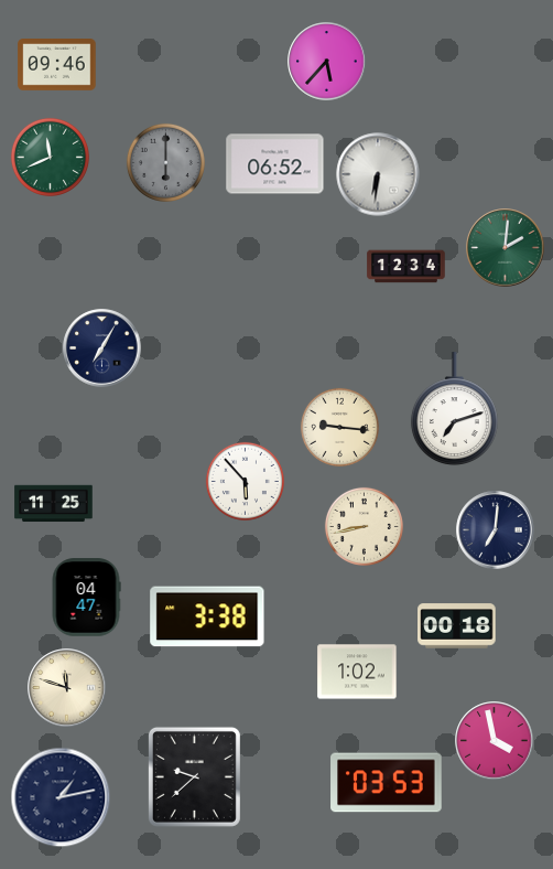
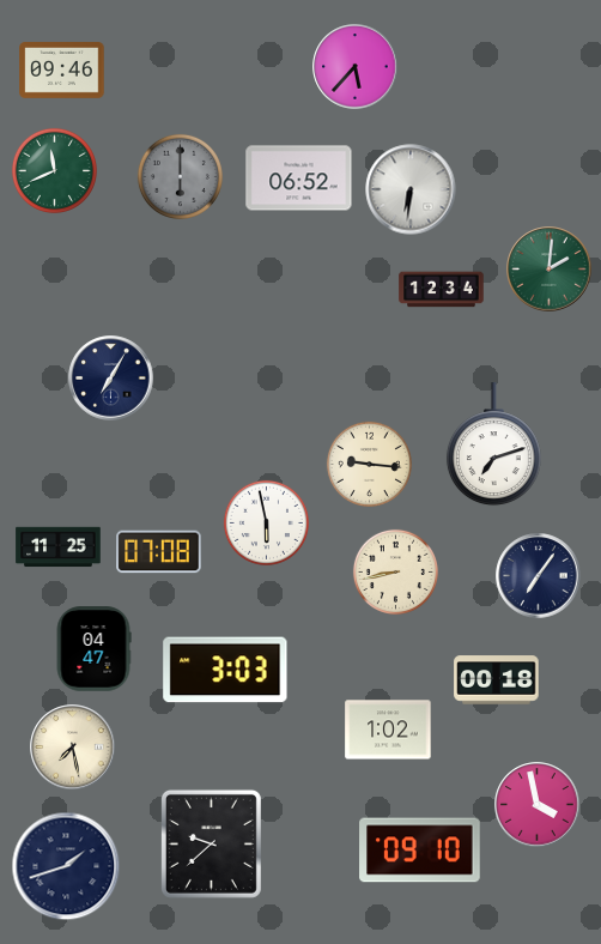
clock at (245, 481): 5:53 -> 5:58
clock at (159, 552): none -> 07:08
clock at (496, 530): 7:01 -> 7:06
clock at (207, 616): 3:38 -> 3:03
clock at (67, 688): 11:48 -> 7:28
clock at (387, 783): 03:53 -> 09:10
clock at (61, 797): 1:13 -> 1:42
